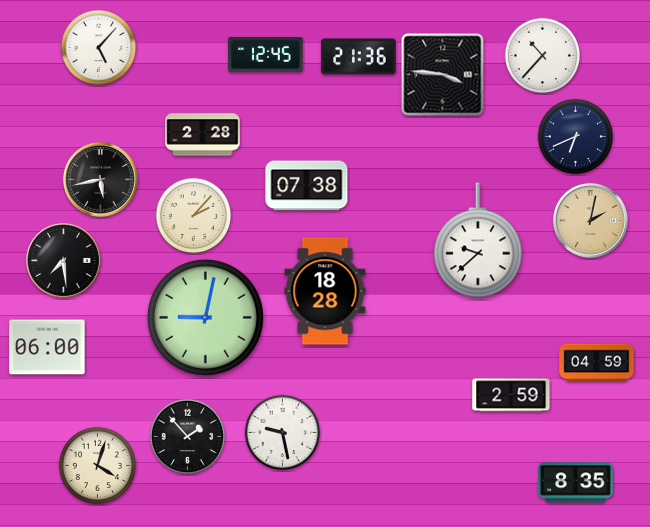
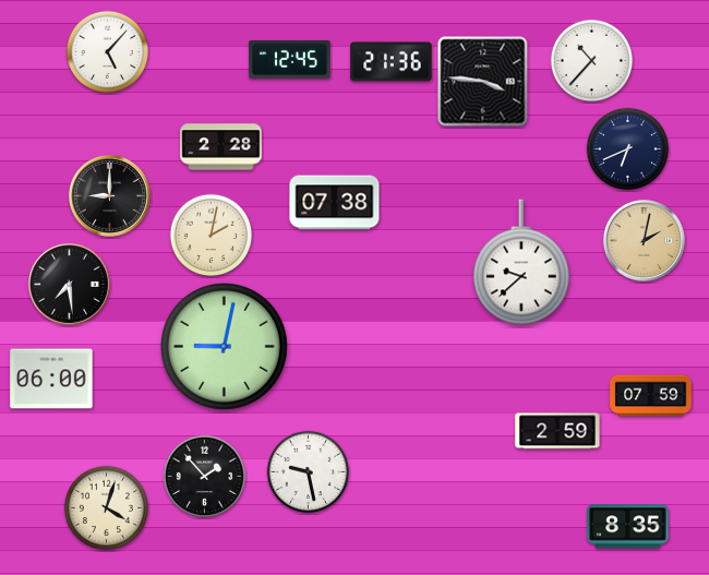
clock at (100, 179): 5:43 -> 9:00
clock at (194, 216): 2:07 -> 2:02
clock at (325, 291): 18:28 -> none
clock at (597, 363): 04:59 -> 07:59
